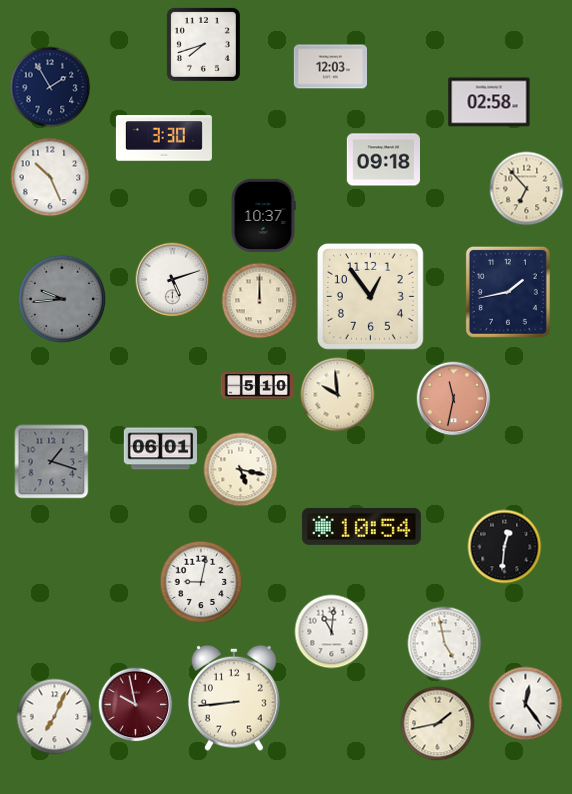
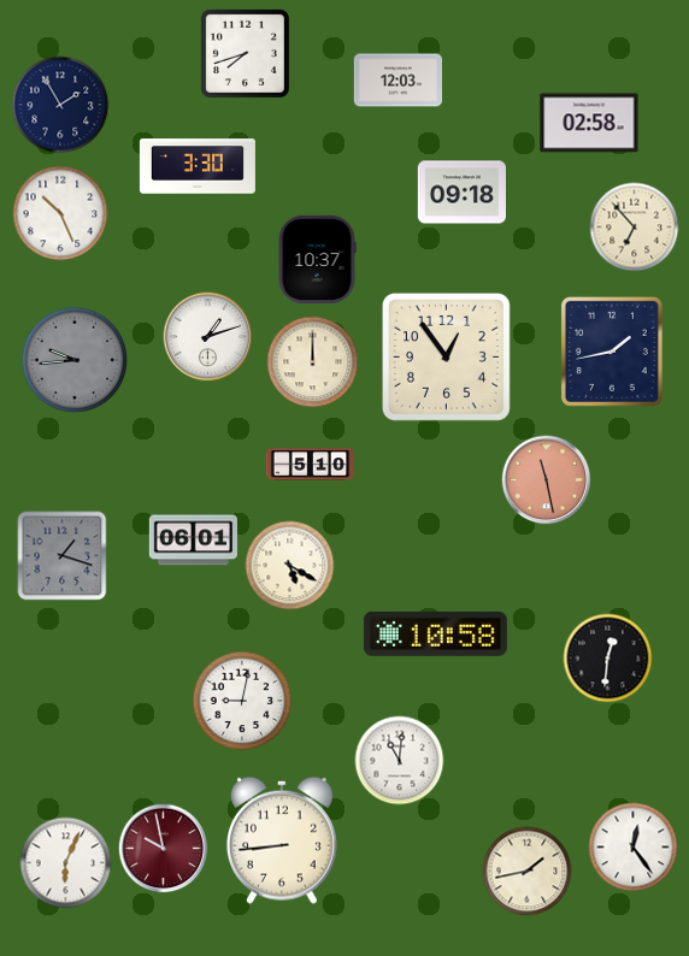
clock at (173, 280): 5:12 -> 1:12
clock at (338, 395): 9:59 -> none
clock at (454, 399): 11:32 -> 11:28
clock at (241, 470): 5:17 -> 5:20
clock at (361, 526): 10:54 -> 10:58
clock at (445, 644): 4:58 -> none
clock at (55, 717): 7:04 -> 6:04
